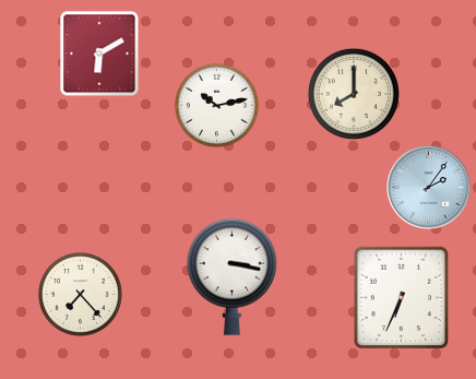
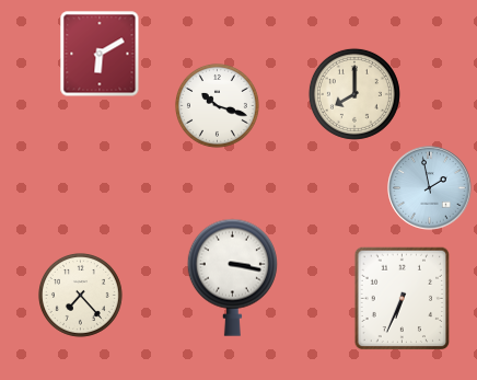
clock at (216, 105): 10:13 -> 10:18
clock at (429, 188): 2:06 -> 1:58
